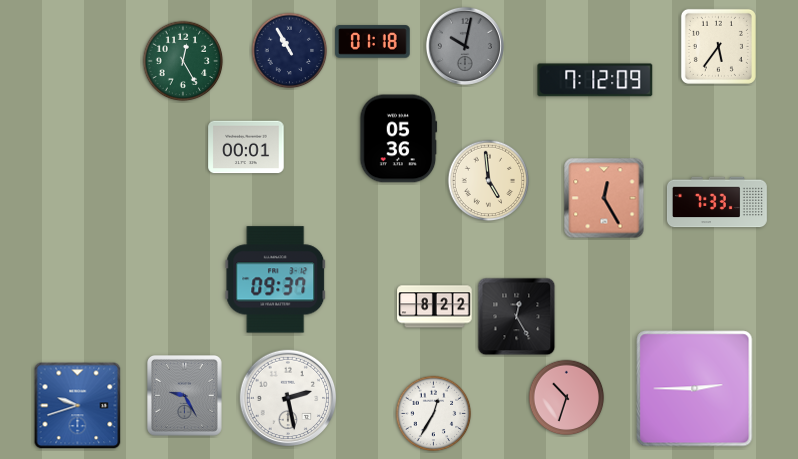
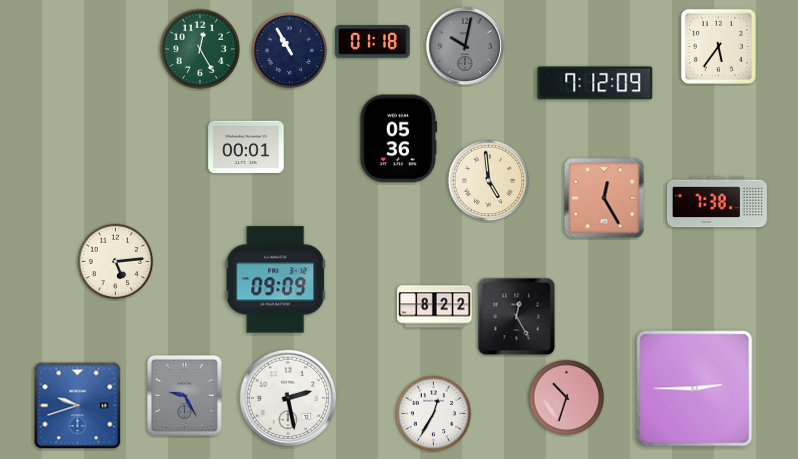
clock at (183, 61) position: (183, 61) -> (200, 49)
clock at (595, 80) position: (595, 80) -> (595, 83)
clock at (717, 202): 7:33 -> 7:38
clock at (116, 262): none -> 5:14
clock at (276, 280): 09:37 -> 09:09
